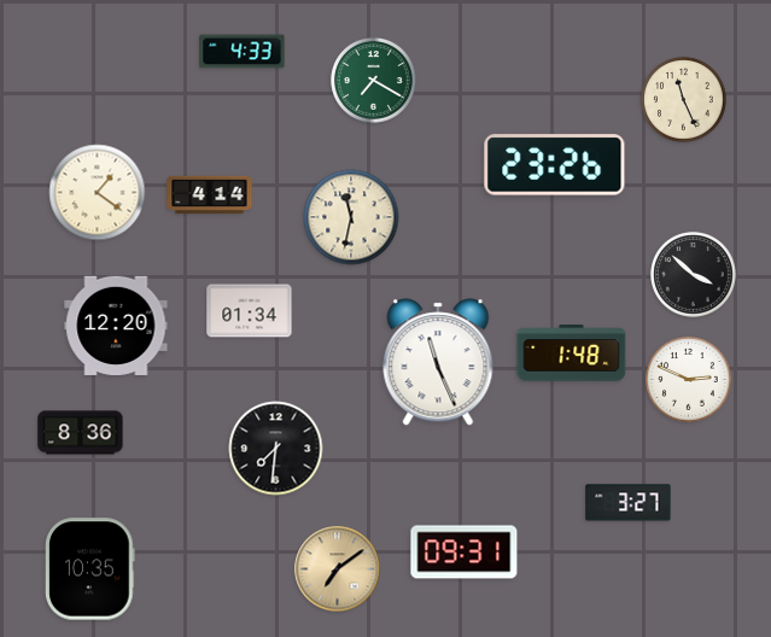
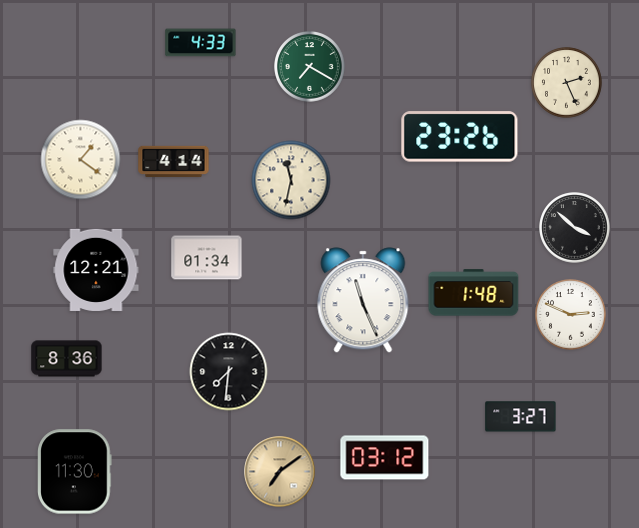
clock at (684, 100): 11:26 -> 2:26
clock at (116, 326): 12:20 -> 12:21
clock at (465, 553): 09:31 -> 03:12
clock at (90, 569): 10:35 -> 11:30
